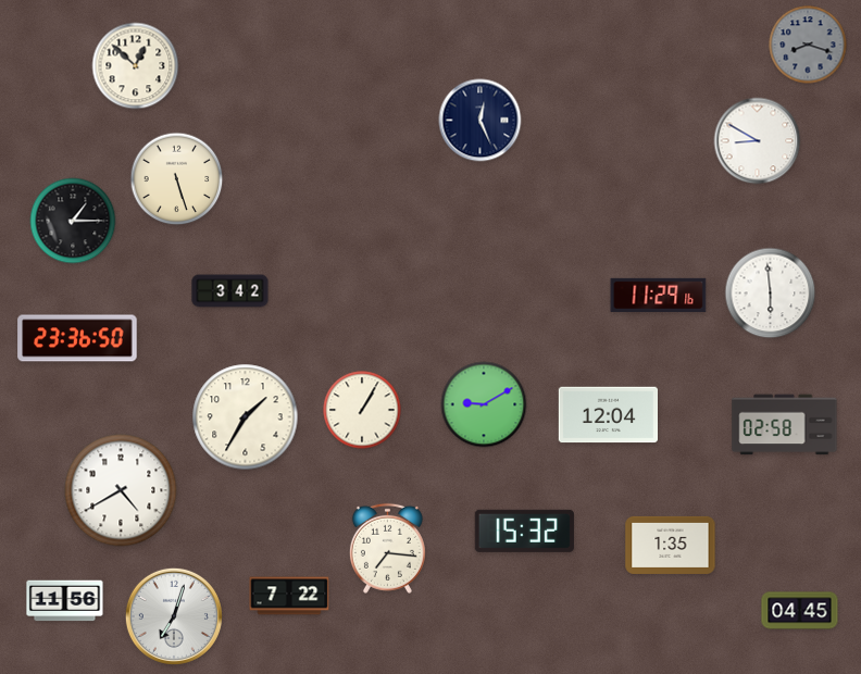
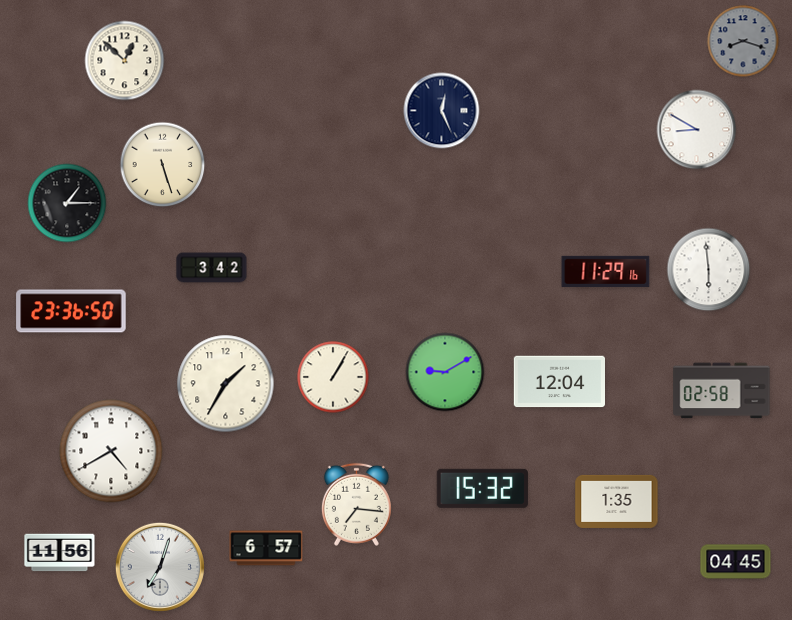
clock at (289, 596): 7:22 -> 6:57
